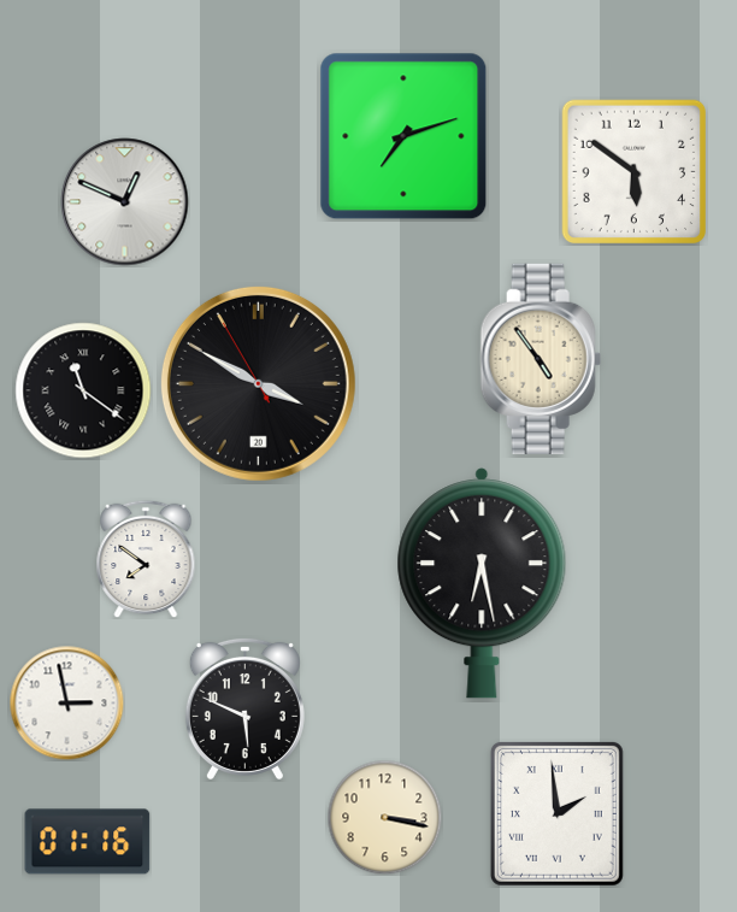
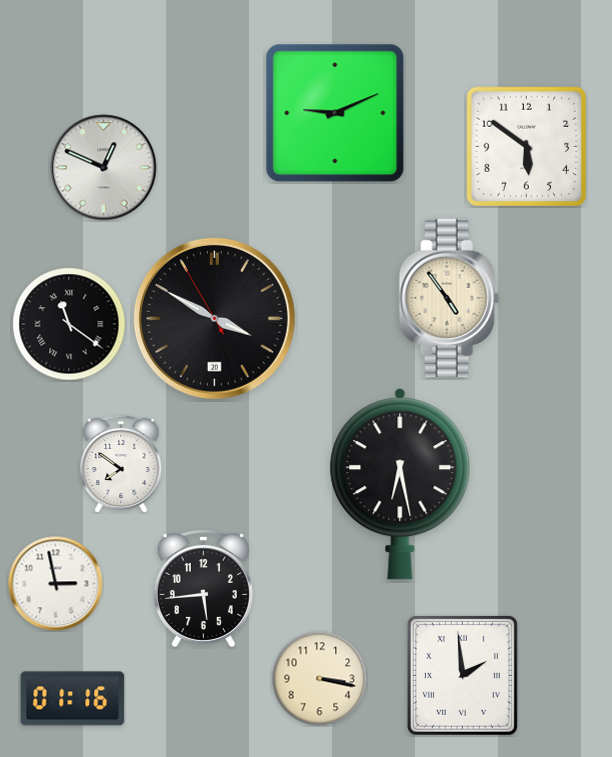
clock at (403, 136): 7:12 -> 9:11
clock at (633, 171) position: (633, 171) -> (526, 146)
clock at (244, 708): 5:49 -> 5:44
